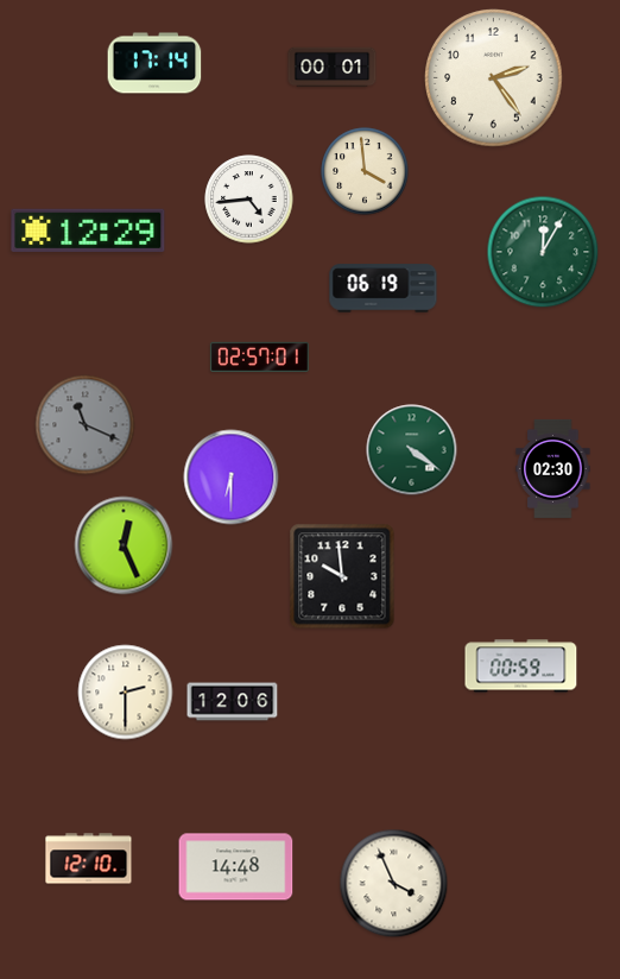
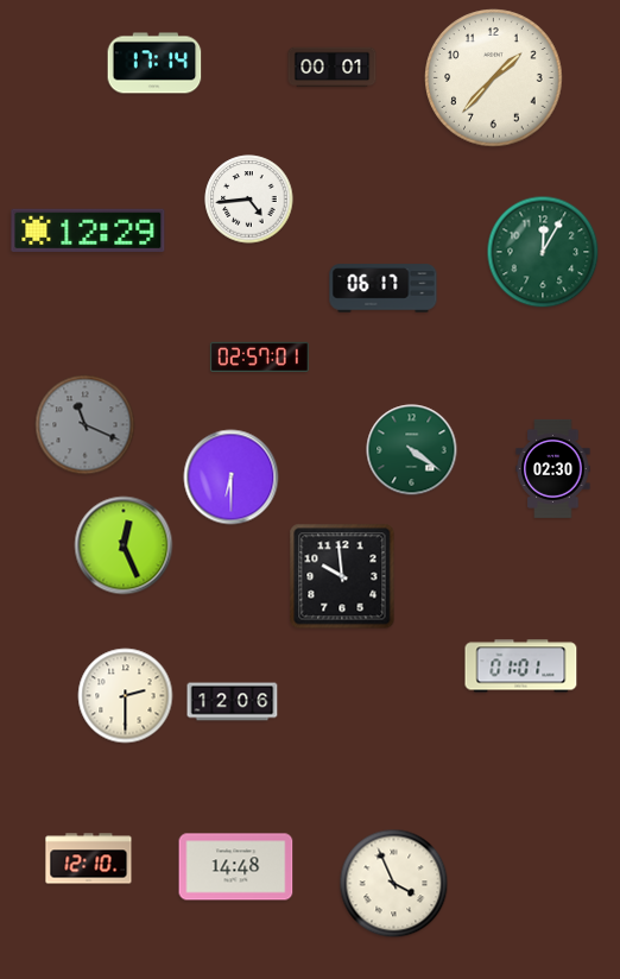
clock at (494, 78): 2:24 -> 1:37
clock at (365, 171): 3:59 -> none
clock at (384, 289): 06:19 -> 06:17
clock at (521, 667): 00:59 -> 01:01
clock at (126, 693) position: (126, 693) -> (126, 696)
